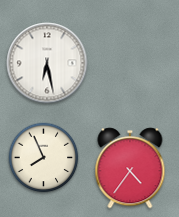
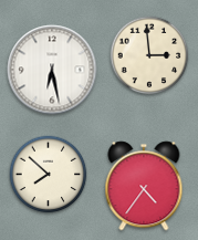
clock at (149, 55): none -> 2:59
clock at (44, 158): 7:56 -> 7:52
